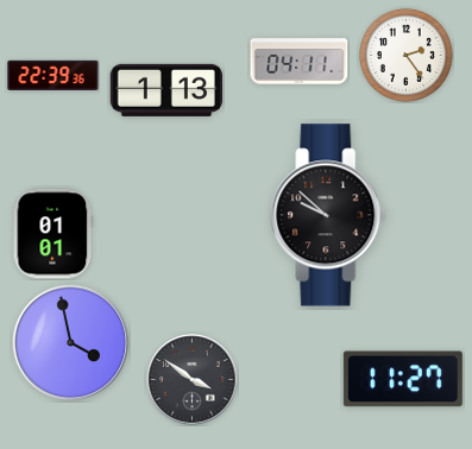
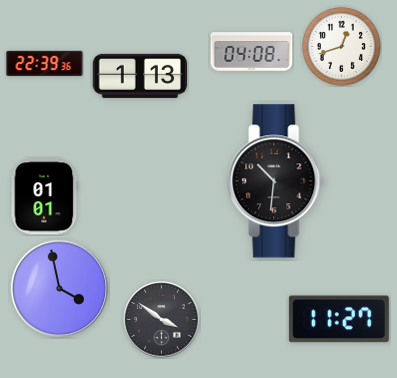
clock at (405, 55): 2:24 -> 12:42
clock at (300, 62): 04:11 -> 04:08
clock at (328, 215): 9:52 -> 10:31
